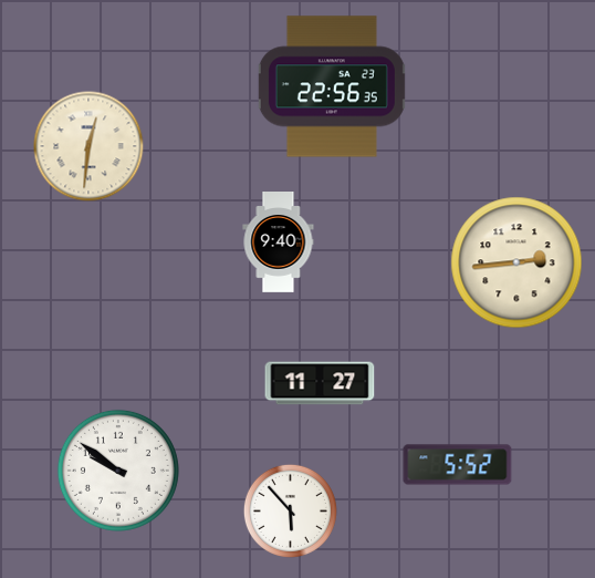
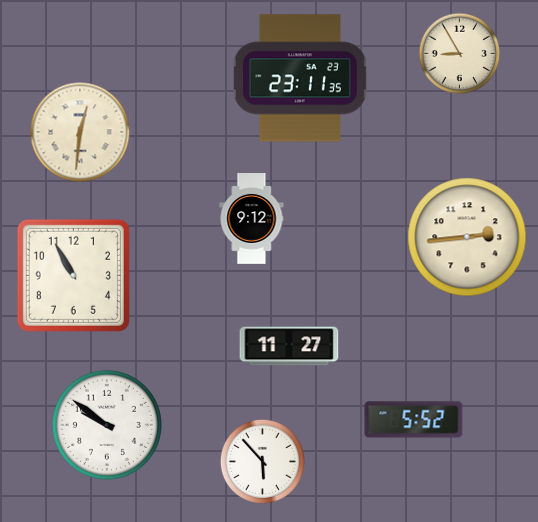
clock at (460, 54): none -> 8:55
clock at (332, 86): 22:56 -> 23:11
clock at (279, 242): 9:40 -> 9:12
clock at (73, 275): none -> 10:55
